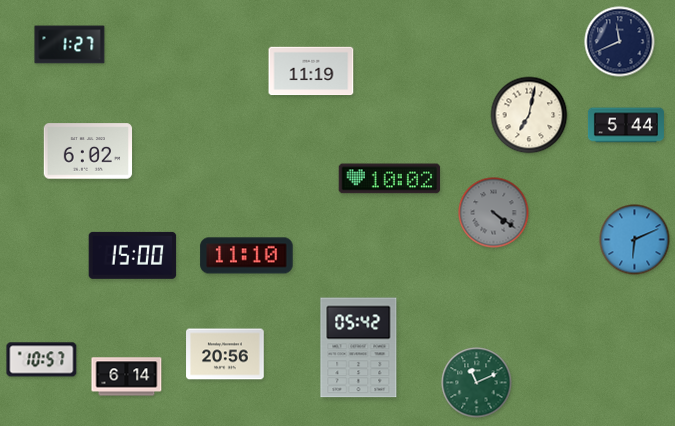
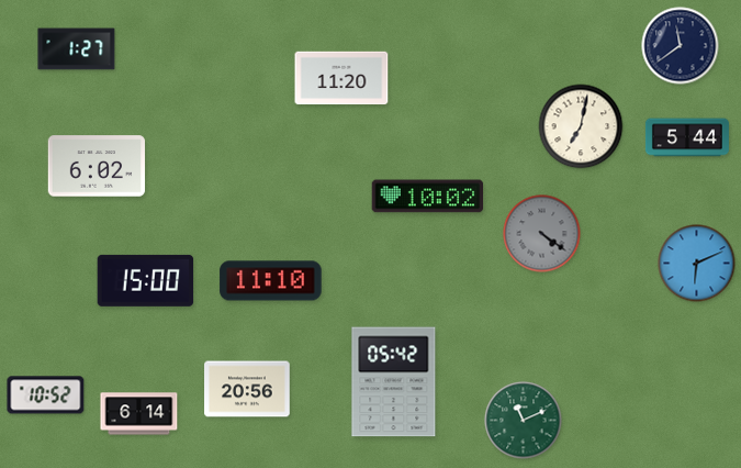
clock at (620, 42): 11:41 -> 11:39
clock at (311, 71): 11:19 -> 11:20
clock at (42, 360): 10:57 -> 10:52
